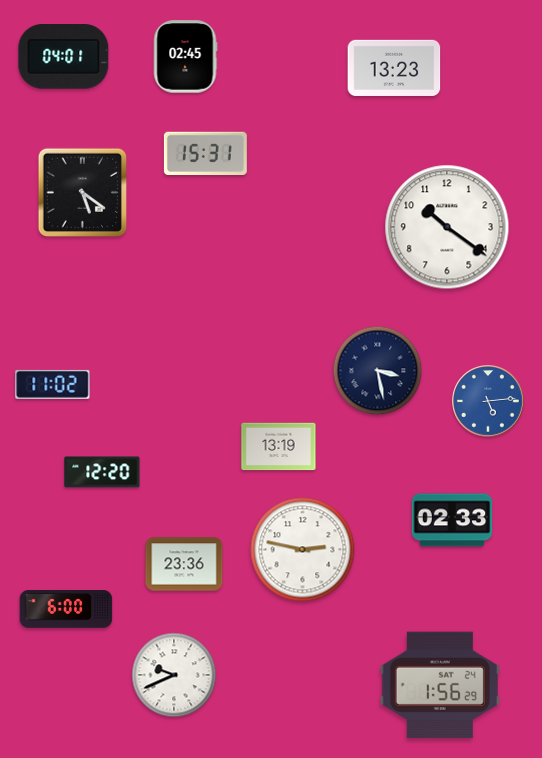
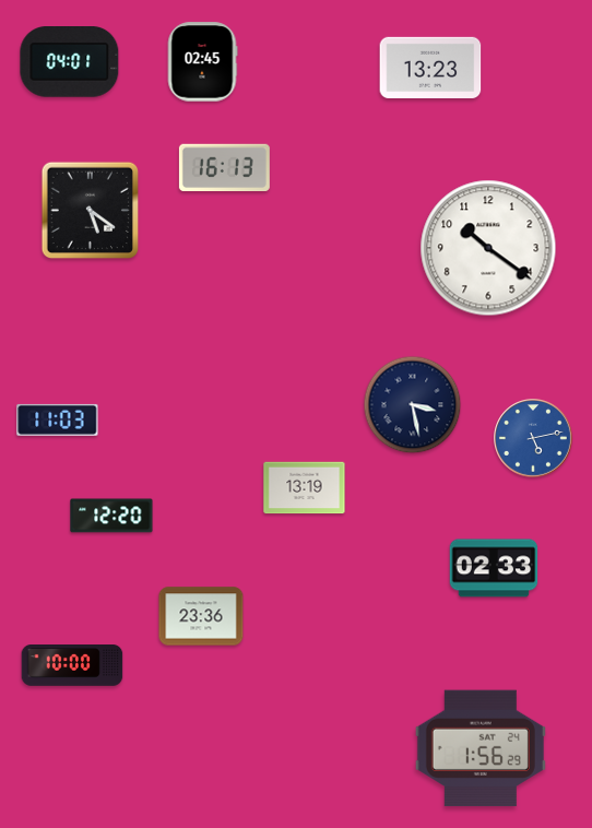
clock at (394, 68) position: (394, 68) -> (430, 68)
clock at (205, 153): 15:31 -> 16:13
clock at (53, 384): 11:02 -> 11:03
clock at (488, 401): 5:14 -> 5:13
clock at (303, 550): 2:47 -> none
clock at (66, 610): 6:00 -> 10:00
clock at (174, 675): 9:41 -> none
